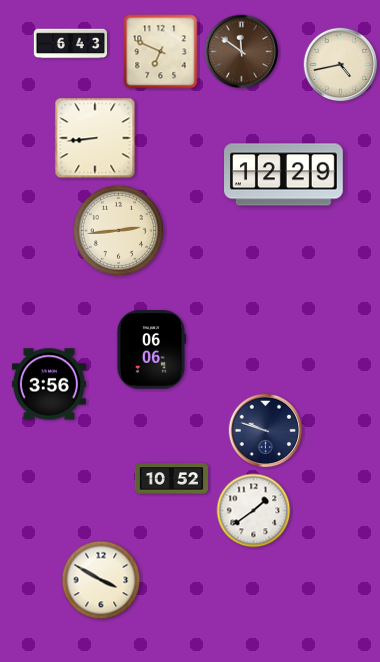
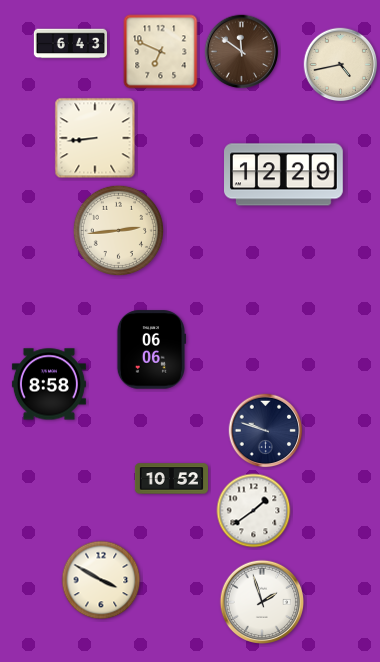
clock at (49, 384): 3:56 -> 8:58
clock at (261, 601): none -> 1:57
